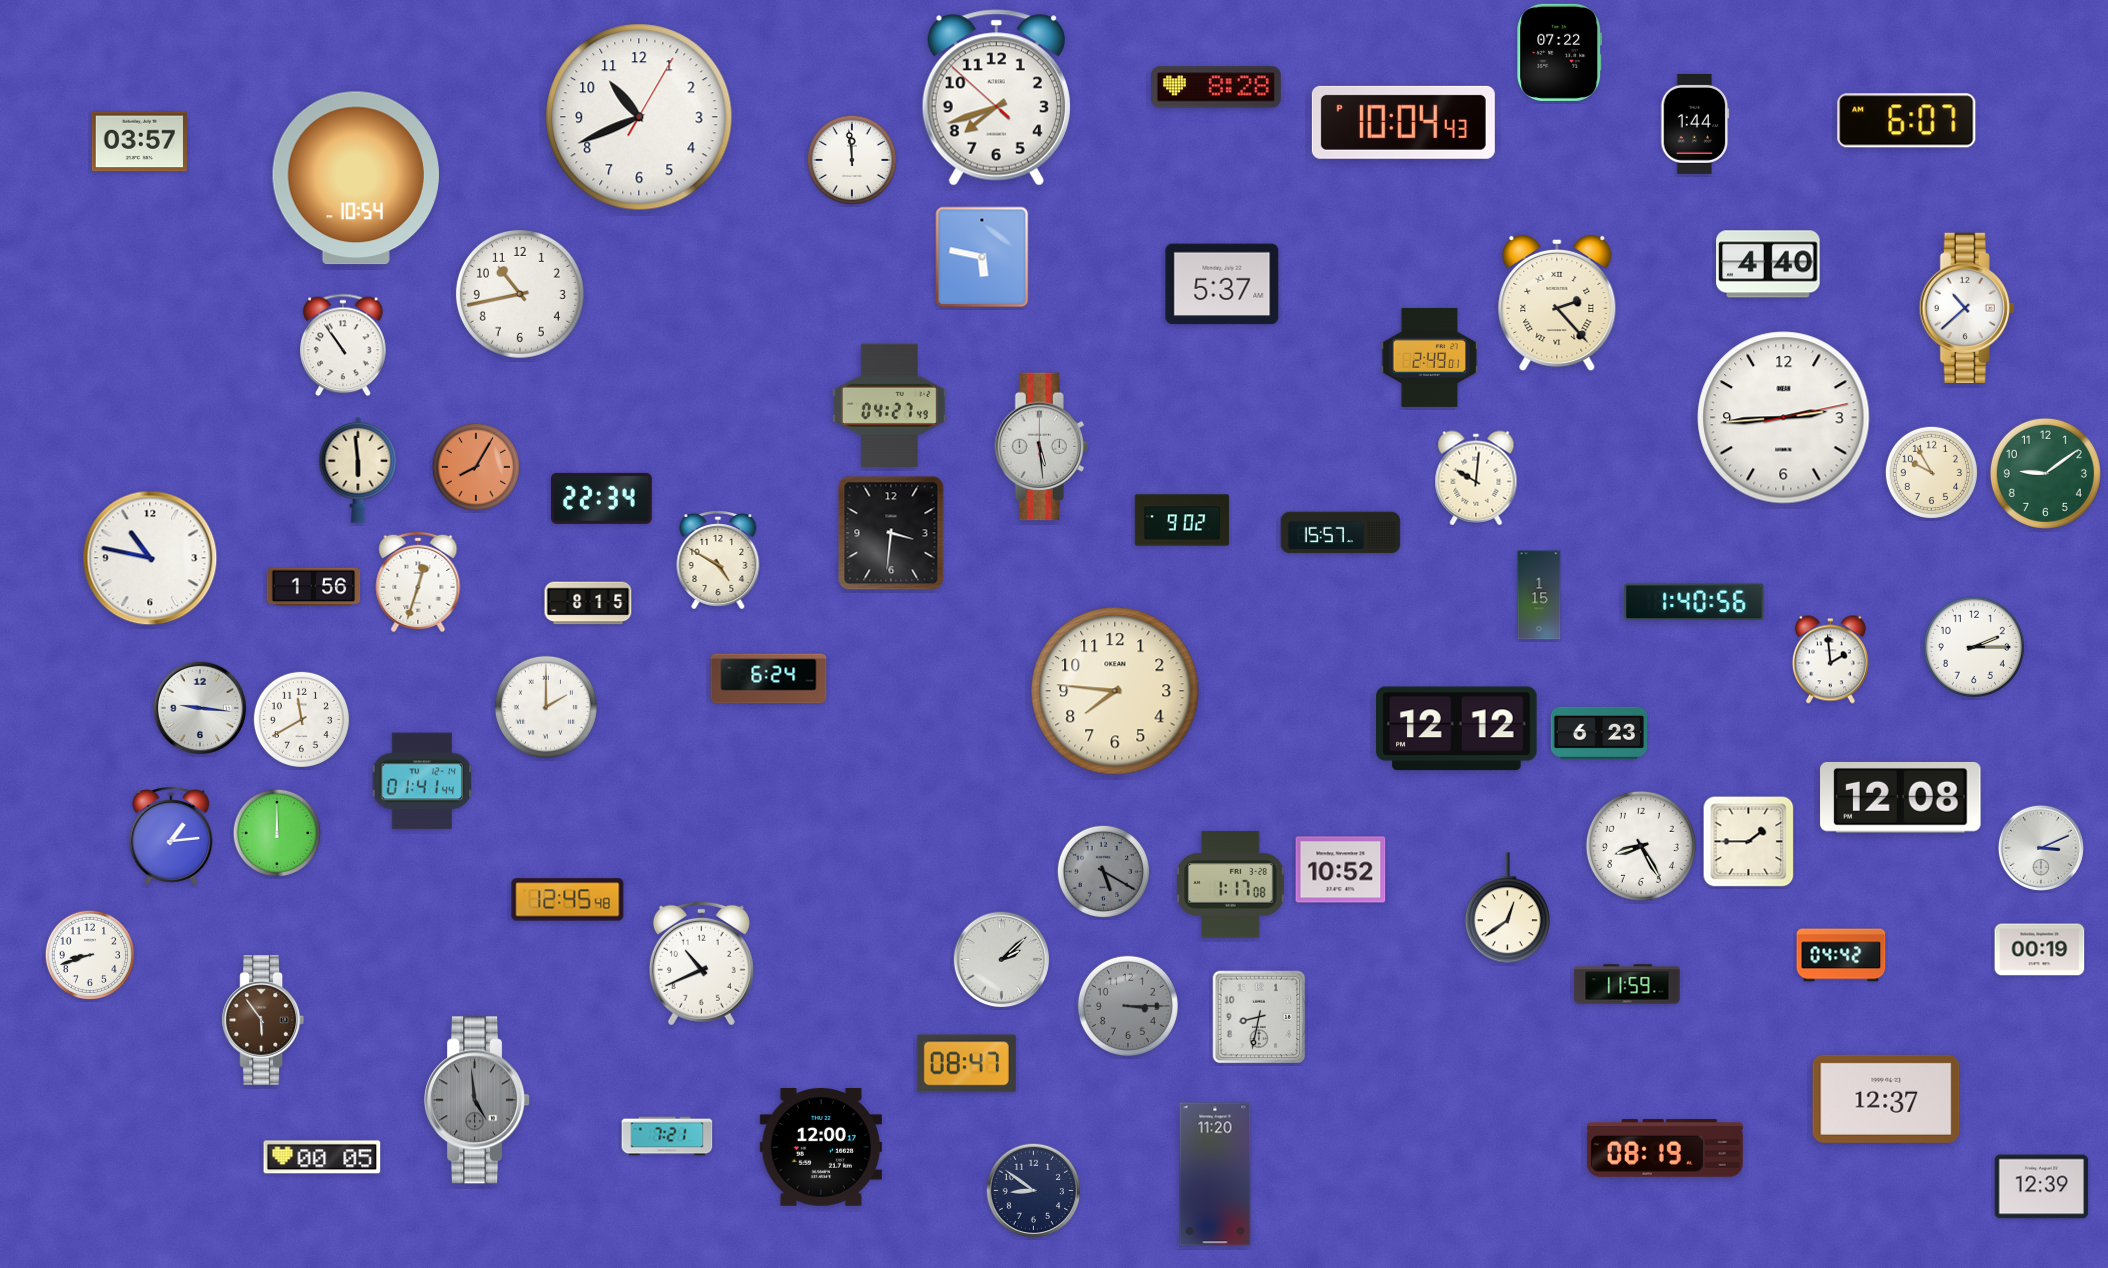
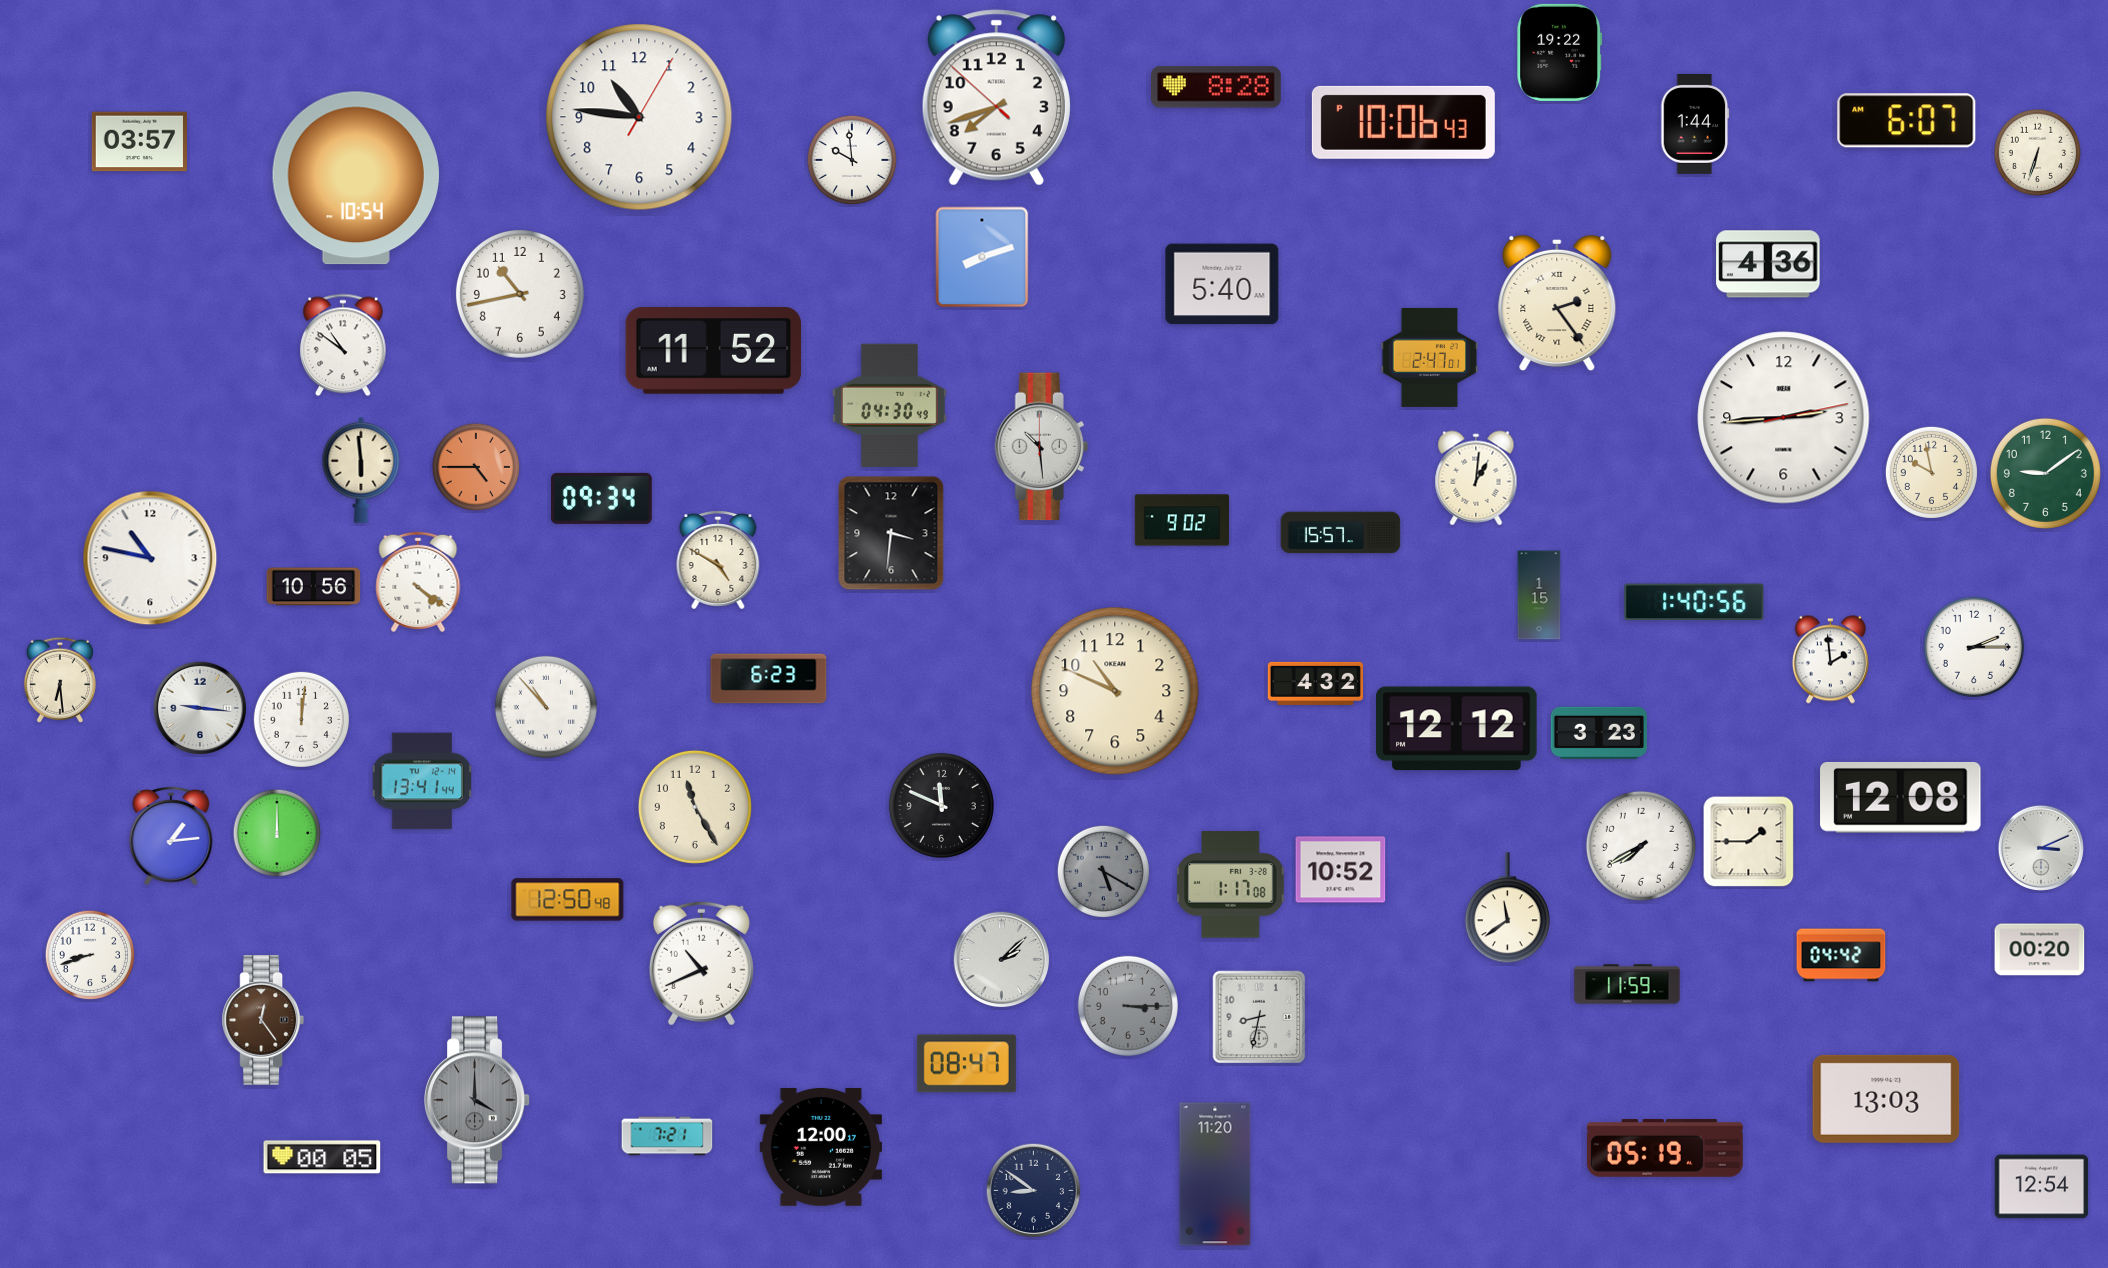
clock at (1560, 52): 07:22 -> 19:22
clock at (639, 117): 10:41 -> 10:46
clock at (1403, 122): 10:04 -> 10:06
clock at (2037, 152): none -> 6:33
clock at (851, 159): 11:59 -> 9:59
clock at (982, 257): 5:47 -> 8:12
clock at (1768, 264): 4:40 -> 4:36
clock at (1222, 284): 5:37 -> 5:40
clock at (1557, 303): 2:23 -> 2:24
clock at (1967, 307): 10:38 -> none
clock at (343, 345): 10:54 -> 10:51
clock at (714, 350): none -> 11:52
clock at (1430, 357): 2:49 -> 2:47
clock at (889, 405): 04:27 -> 04:30
clock at (1041, 447): 5:29 -> 10:29
clock at (475, 466): 8:05 -> 4:45
clock at (358, 470) position: (358, 470) -> (361, 470)
clock at (1931, 472): 9:55 -> 9:58
clock at (1476, 478): 10:01 -> 1:01
clock at (601, 498): 22:34 -> 09:34
clock at (418, 582): 12:33 -> 4:21
clock at (314, 587): 1:56 -> 10:56
clock at (588, 603): 8:15 -> none
clock at (769, 679): 6:24 -> 6:23
clock at (60, 680): none -> 6:29
clock at (1315, 683): none -> 4:32
clock at (1115, 691): 7:46 -> 10:49
clock at (546, 707): 2:00 -> 10:53
clock at (301, 719): 11:40 -> 12:01
clock at (1599, 733): 6:23 -> 3:23
clock at (421, 781): 01:41 -> 13:41
clock at (941, 805): none -> 11:49
clock at (695, 807): none -> 11:25
clock at (1641, 846): 8:25 -> 7:40
clock at (568, 900): 12:45 -> 12:50
clock at (1507, 908): 12:39 -> 11:39
clock at (2040, 950): 00:19 -> 00:20
clock at (262, 1021): 5:54 -> 12:24
clock at (1886, 1099): 12:37 -> 13:03
clock at (478, 1100): 4:59 -> 4:00
clock at (1665, 1149): 08:19 -> 05:19
clock at (2042, 1187): 12:39 -> 12:54
